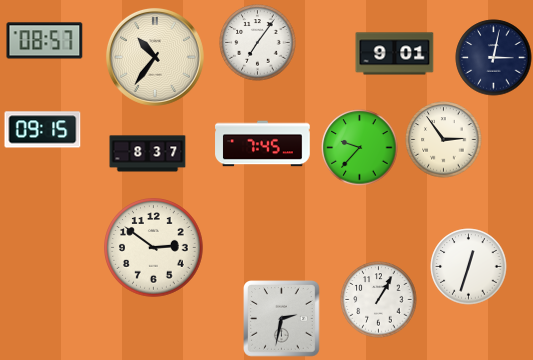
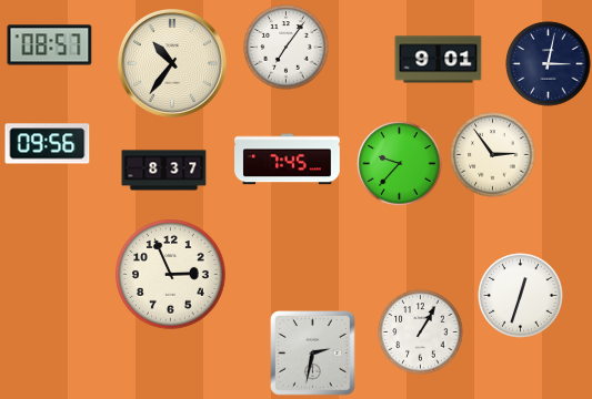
clock at (43, 130): 09:15 -> 09:56
clock at (263, 144) position: (263, 144) -> (288, 160)
clock at (154, 248): 2:51 -> 2:56
